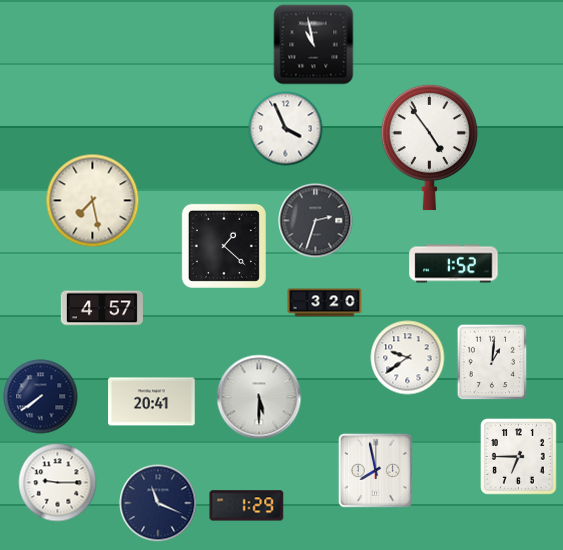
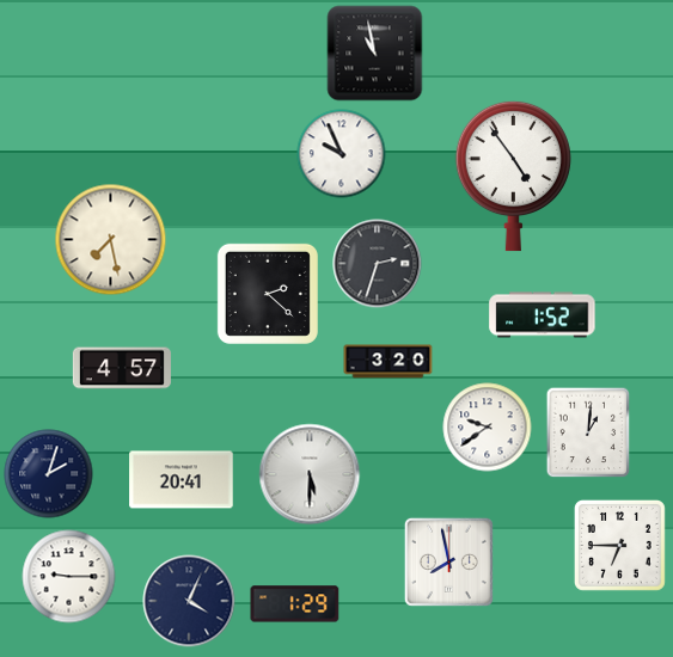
clock at (286, 129): 3:56 -> 9:56
clock at (224, 246): 1:22 -> 2:22
clock at (41, 397): 7:39 -> 2:03
clock at (158, 503): 11:19 -> 4:04
